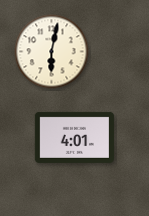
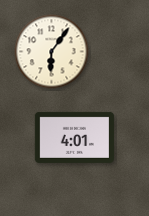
clock at (52, 52): 6:02 -> 6:06
